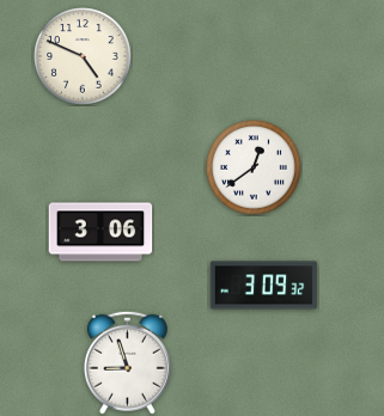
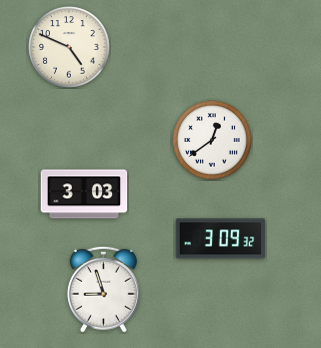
clock at (100, 232): 3:06 -> 3:03
clock at (127, 362) position: (127, 362) -> (103, 289)
